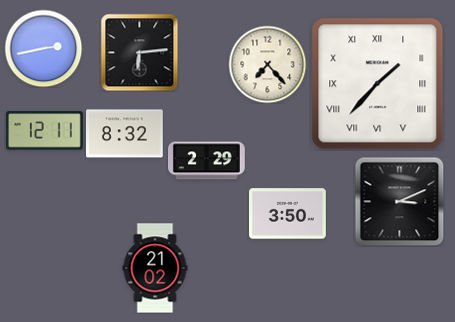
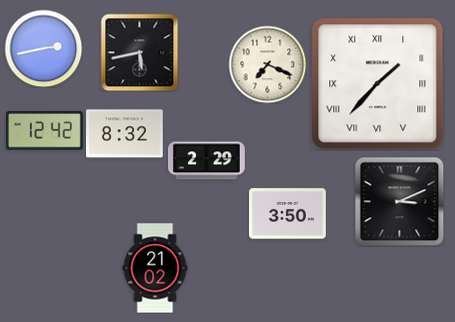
clock at (139, 52): 6:14 -> 5:43
clock at (267, 64): 7:23 -> 7:19
clock at (44, 131): 12:11 -> 12:42
